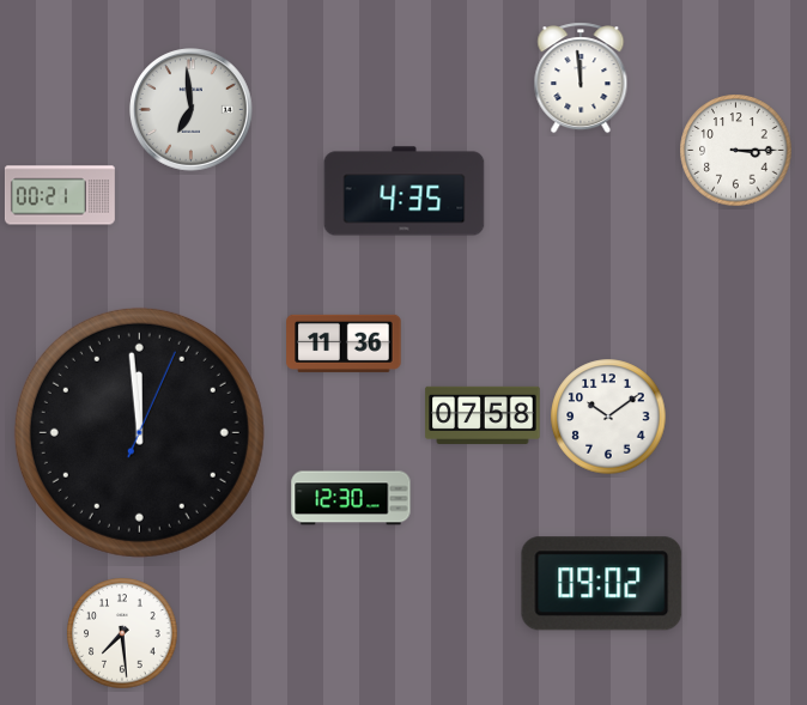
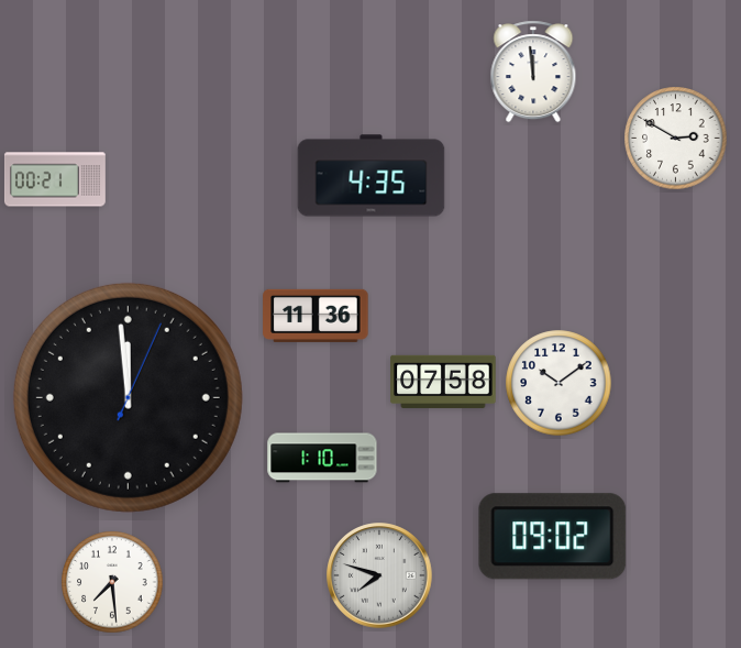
clock at (192, 110): 6:59 -> none
clock at (736, 151): 3:15 -> 2:50
clock at (351, 498): 12:30 -> 1:10
clock at (379, 575): none -> 7:48
